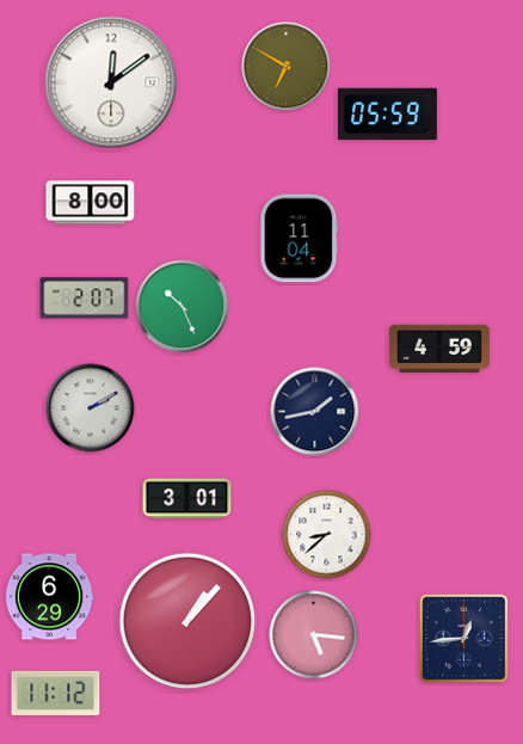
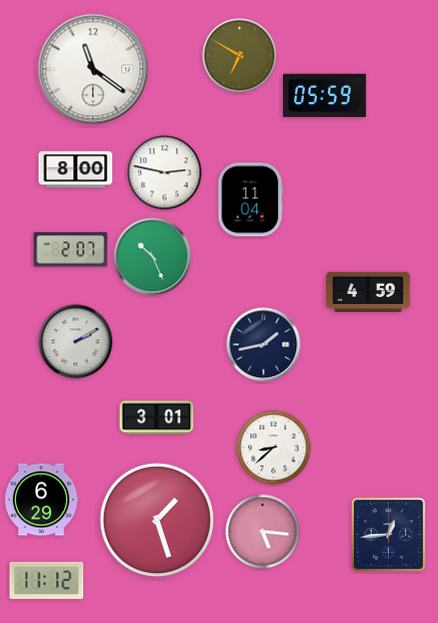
clock at (111, 82): 12:09 -> 11:21
clock at (165, 173): none -> 2:47
clock at (187, 621): 1:07 -> 1:27
